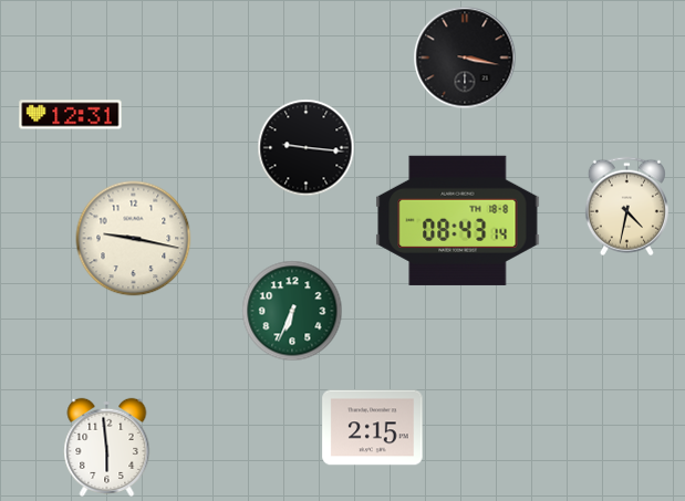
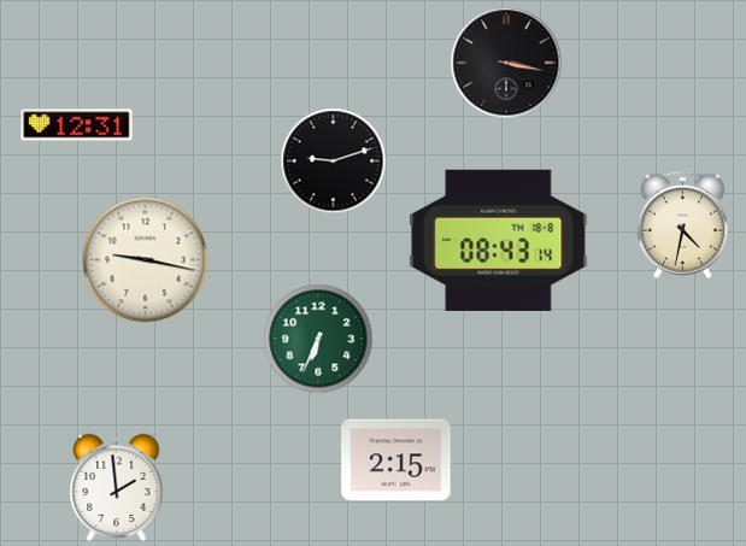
clock at (307, 148): 9:16 -> 9:12
clock at (373, 428) position: (373, 428) -> (397, 460)
clock at (107, 447): 5:59 -> 1:59
